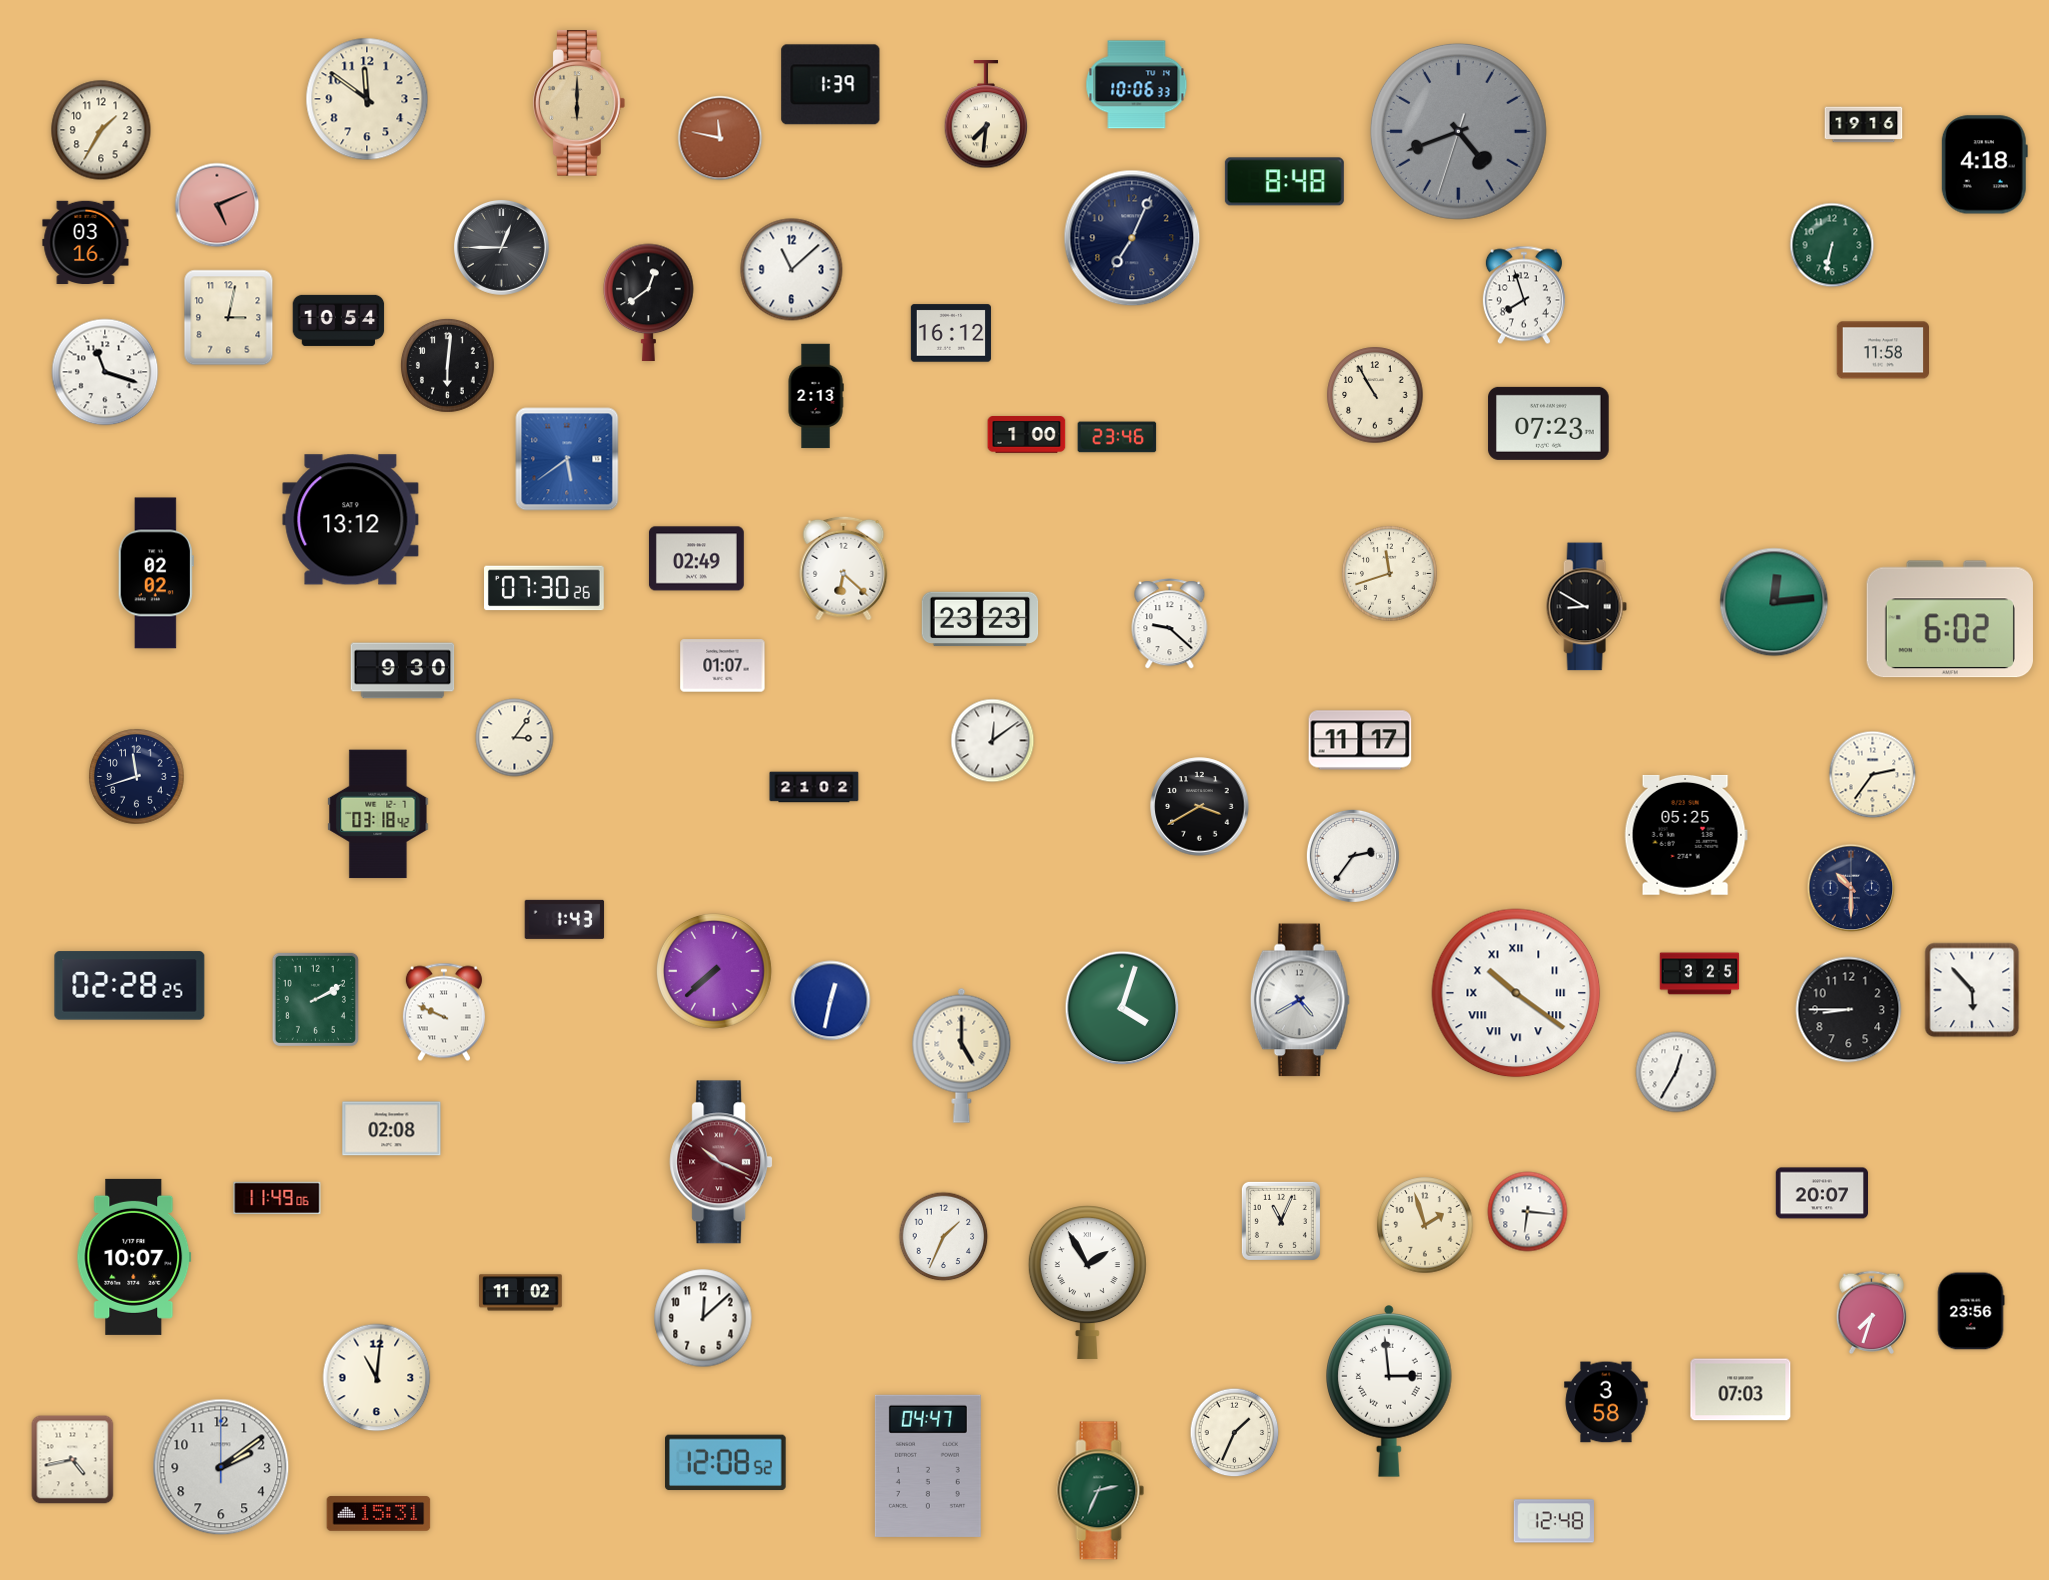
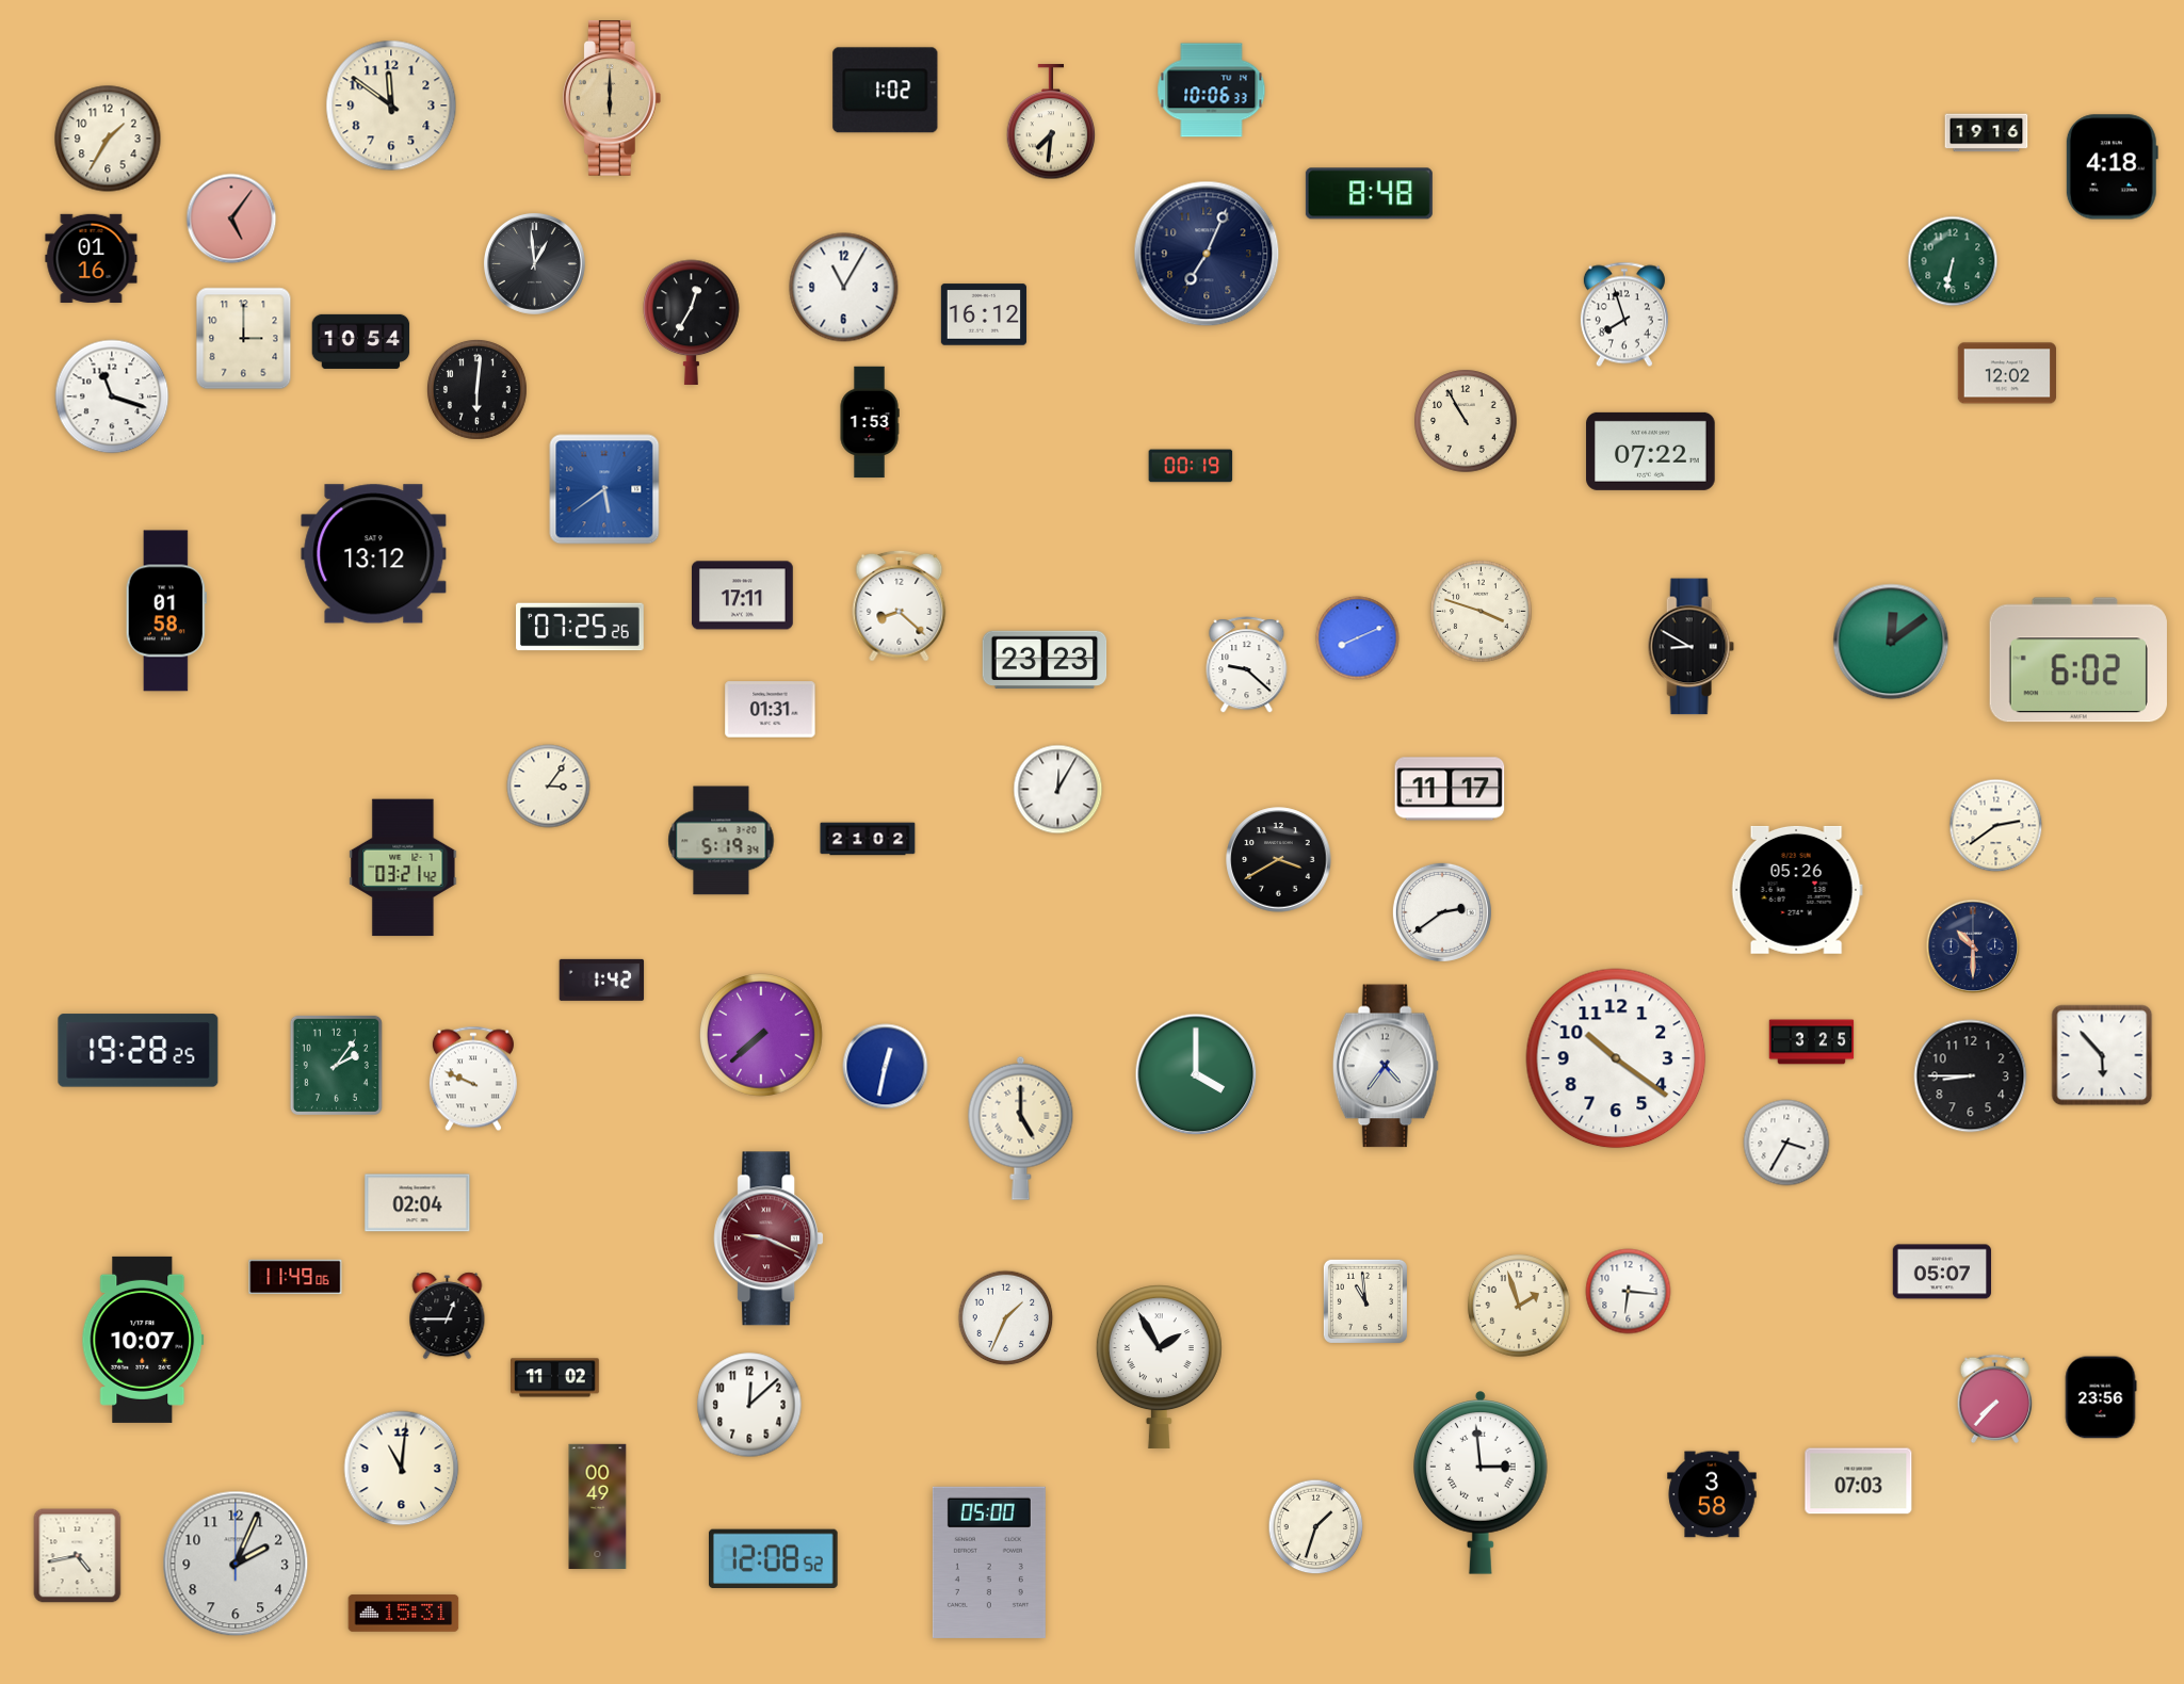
clock at (831, 85): 1:39 -> 1:02
clock at (579, 103) position: (579, 103) -> (612, 98)
clock at (1458, 131): 4:41 -> none
clock at (720, 138): 11:47 -> none
clock at (1984, 165) position: (1984, 165) -> (2112, 167)
clock at (217, 205): 5:11 -> 5:06
clock at (86, 242): 03:16 -> 01:16
clock at (501, 247): 12:45 -> 12:59
clock at (792, 270): 11:08 -> 11:05
clock at (649, 302): 12:39 -> 12:35
clock at (229, 318): 3:02 -> 3:00
clock at (950, 333) position: (950, 333) -> (983, 314)
clock at (1882, 350): 11:58 -> 12:02
clock at (816, 396): 2:13 -> 1:53
clock at (1549, 423): 07:23 -> 07:22
clock at (1027, 435): 1:00 -> none
clock at (1117, 437): 23:46 -> 00:19
clock at (697, 559): 02:49 -> 17:11
clock at (844, 568): 6:22 -> 8:22
clock at (156, 573): 02:02 -> 01:58
clock at (1390, 574): 11:42 -> 3:48
clock at (545, 588): 07:30 -> 07:25
clock at (1358, 638): none -> 8:11
clock at (1774, 602): 12:14 -> 12:09
clock at (723, 666): 01:07 -> 01:31
clock at (403, 671): 9:30 -> none
clock at (993, 741): 12:09 -> 12:05
clock at (1873, 775): 2:36 -> 2:39
clock at (137, 777): 11:42 -> none
clock at (722, 841): none -> 5:19
clock at (378, 814): 03:18 -> 03:21
clock at (1686, 835): 05:25 -> 05:26
clock at (1353, 856): 2:36 -> 2:39
clock at (565, 919): 1:43 -> 1:42
clock at (1700, 974) position: (1700, 974) -> (1812, 1042)
clock at (130, 986): 02:28 -> 19:28
clock at (1516, 993) numerals: Roman -> Arabic
clock at (315, 999): 2:10 -> 2:06
clock at (1300, 1000): 4:40 -> 4:36
clock at (1122, 1008): 4:03 -> 4:00
clock at (962, 1055) position: (962, 1055) -> (1021, 1128)
clock at (1676, 1072): 12:35 -> 3:35
clock at (392, 1129): 02:08 -> 02:04
clock at (721, 1162): 10:19 -> 9:19
clock at (1821, 1193): 20:07 -> 05:07
clock at (1281, 1221): 11:04 -> 10:59
clock at (448, 1316): none -> 12:45
clock at (1872, 1312): 7:33 -> 7:37
clock at (1741, 1390) position: (1741, 1390) -> (1859, 1481)
clock at (598, 1507): none -> 00:49
clock at (1235, 1433): 1:34 -> 1:33
clock at (928, 1466): 04:47 -> 05:00
clock at (221, 1467): 2:09 -> 2:04
clock at (1101, 1491): 2:34 -> none
clock at (1554, 1521): 12:48 -> none
